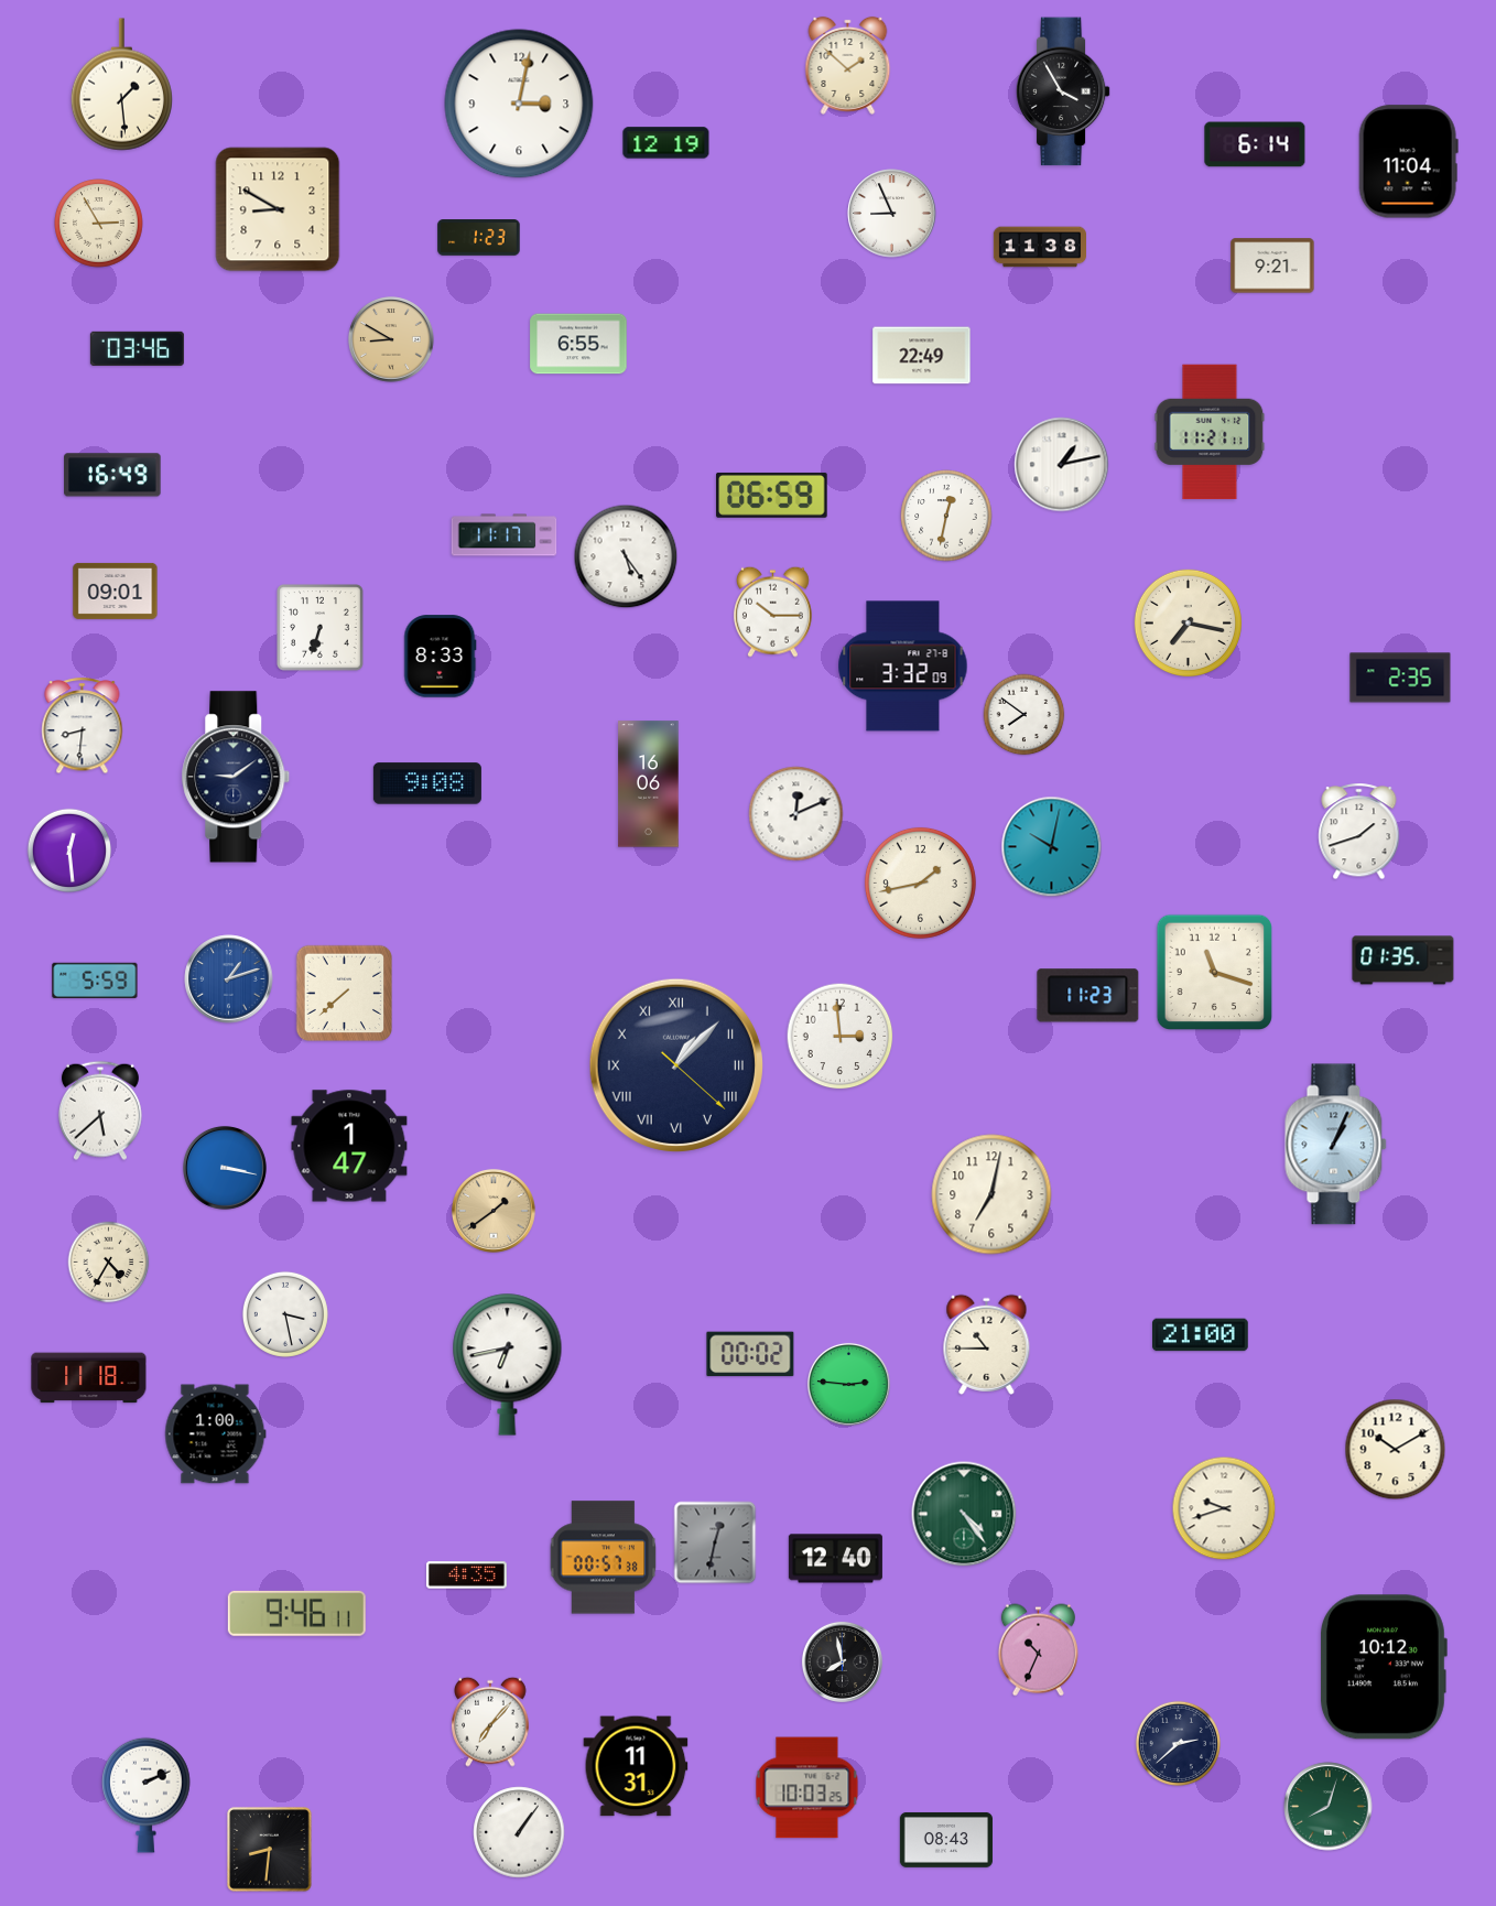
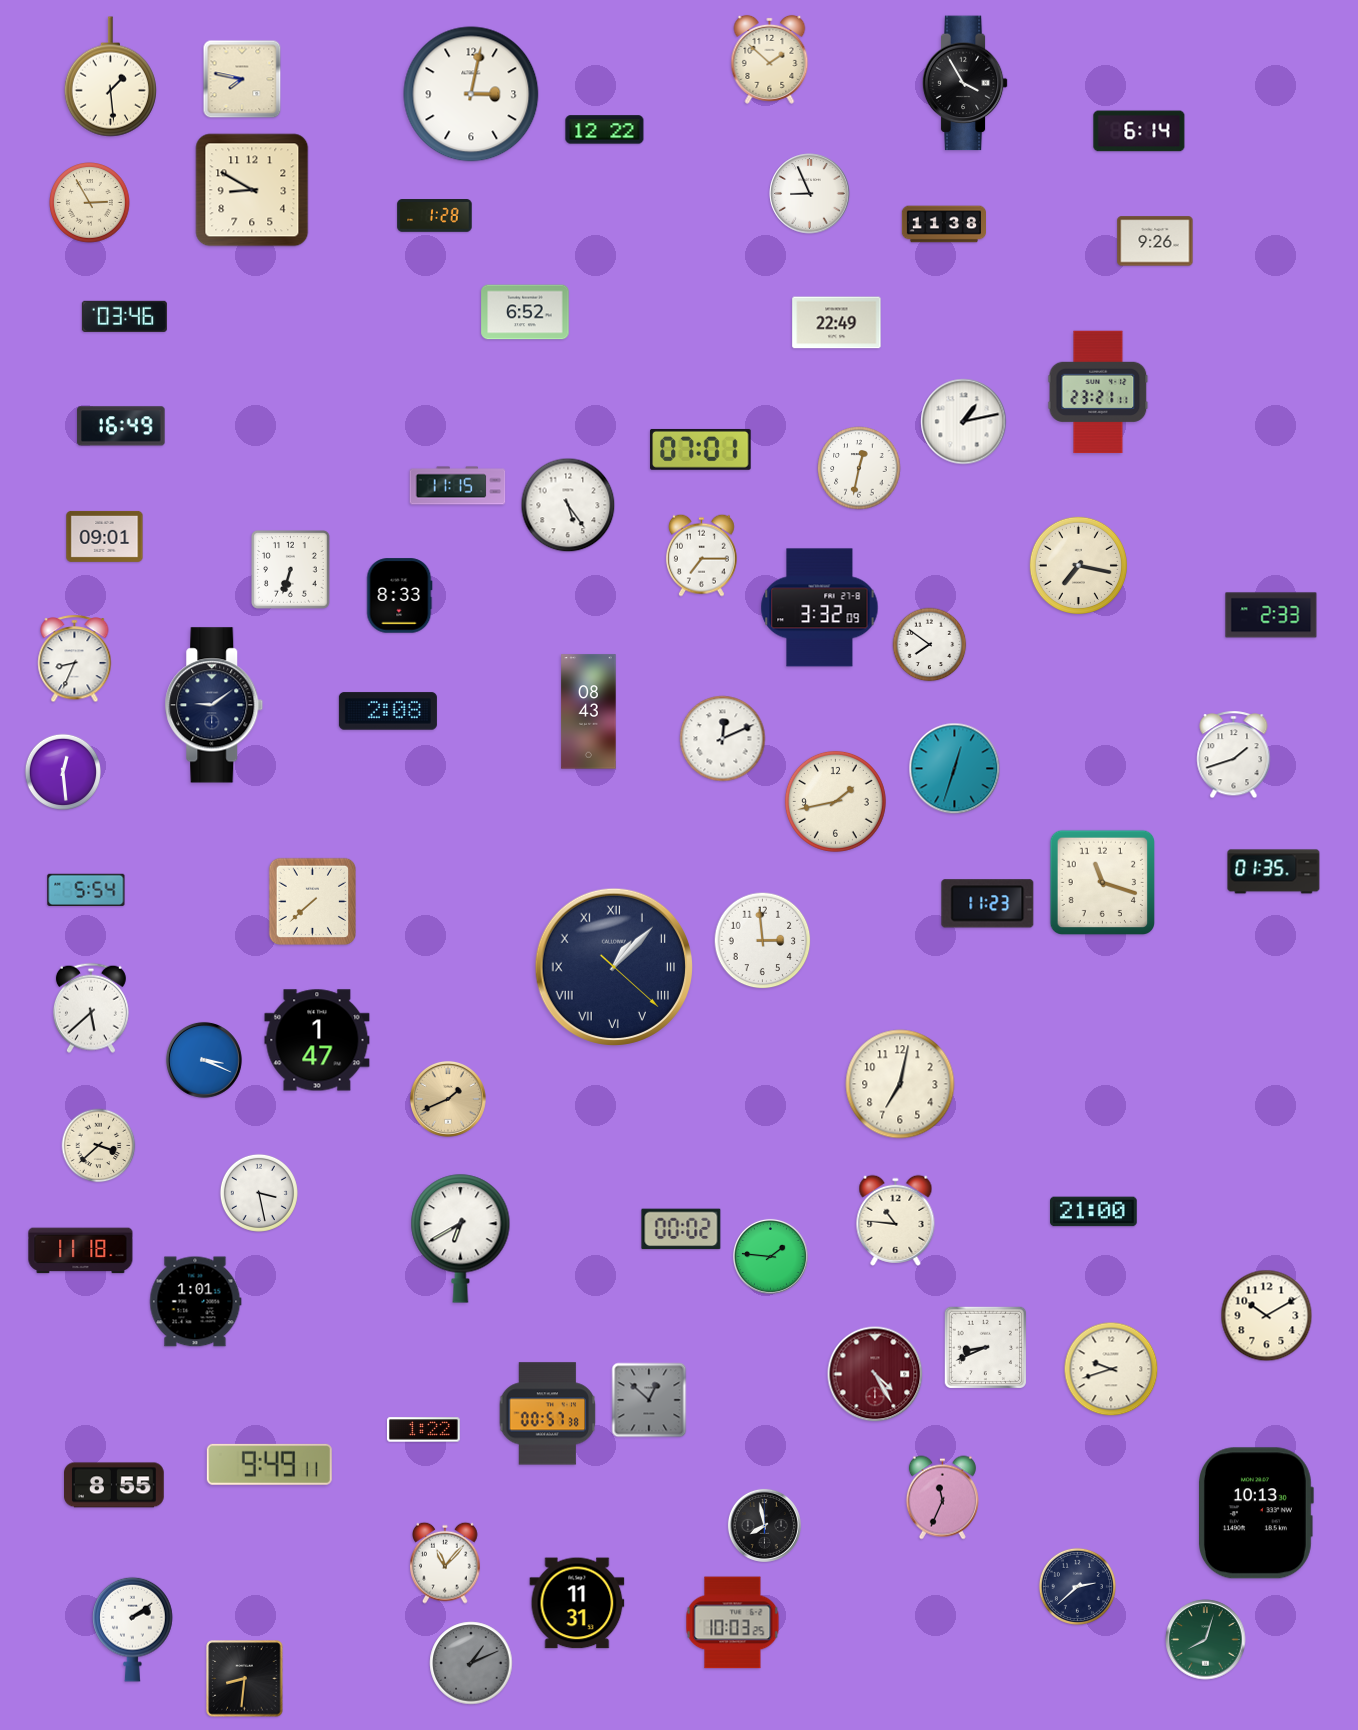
clock at (242, 79): none -> 7:47
clock at (666, 143): 12:19 -> 12:22
clock at (1408, 162): 11:04 -> none
clock at (479, 238): 1:23 -> 1:28
clock at (1272, 266): 9:21 -> 9:26
clock at (391, 339): 8:50 -> none
clock at (578, 344): 6:55 -> 6:52
clock at (1210, 432): 11:21 -> 23:21
clock at (112, 475) position: (112, 475) -> (121, 426)
clock at (772, 495): 06:59 -> 07:01
clock at (505, 535): 11:17 -> 11:15
clock at (772, 611): 10:15 -> 7:15
clock at (903, 667) position: (903, 667) -> (820, 608)
clock at (1400, 678): 2:35 -> 2:33
clock at (1025, 715) position: (1025, 715) -> (930, 645)
clock at (83, 726): 8:31 -> 8:34
clock at (427, 783): 9:08 -> 2:08
clock at (649, 784): 16:06 -> 08:43
clock at (1052, 847): 10:02 -> 12:33
clock at (229, 979): 1:12 -> none
clock at (95, 981): 5:59 -> 5:54
clock at (1336, 1145): 1:04 -> none
clock at (225, 1168): 3:17 -> 3:19
clock at (494, 1211): 1:39 -> 1:41
clock at (109, 1263): 4:35 -> 3:38
clock at (1201, 1335) position: (1201, 1335) -> (1094, 1212)
clock at (987, 1344): 10:45 -> 10:46
clock at (508, 1364): 6:43 -> 6:40
clock at (848, 1384): 2:46 -> 1:46
clock at (216, 1434): 1:00 -> 1:01
clock at (985, 1347): none -> 8:41
clock at (964, 1514): 4:24 -> 4:25
clock at (964, 1514) dial: green -> burgundy
clock at (715, 1542): 12:32 -> 12:52
clock at (835, 1559): 12:40 -> none
clock at (466, 1575): 4:35 -> 1:22
clock at (296, 1613): 9:46 -> 9:49
clock at (115, 1485): none -> 8:55
clock at (1038, 1650): 10:34 -> 11:34
clock at (842, 1661) position: (842, 1661) -> (764, 1525)
clock at (1383, 1667): 10:12 -> 10:13
clock at (491, 1722): 7:07 -> 11:07
clock at (1178, 1743) position: (1178, 1743) -> (1077, 1586)
clock at (147, 1795): 2:11 -> 2:09
clock at (519, 1832): 1:06 -> 1:11
clock at (519, 1832) dial: white -> grey
clock at (945, 1840): 08:43 -> none
